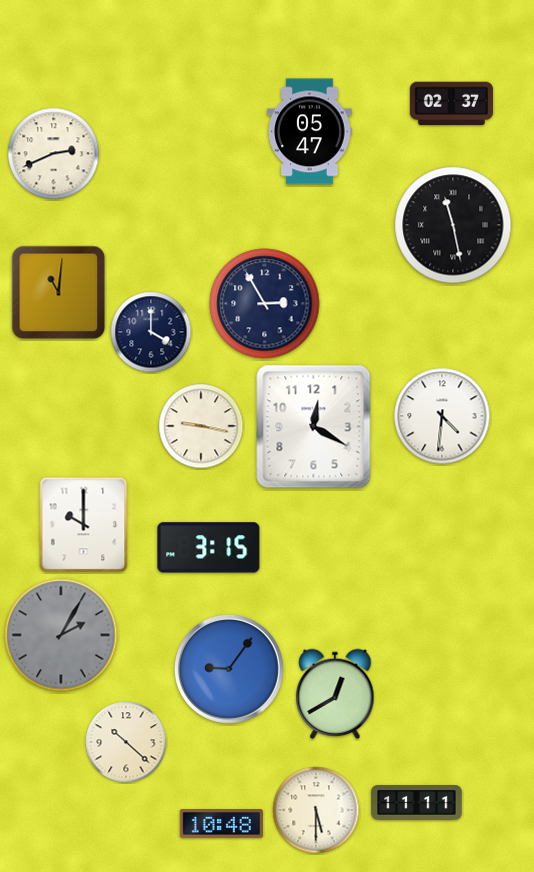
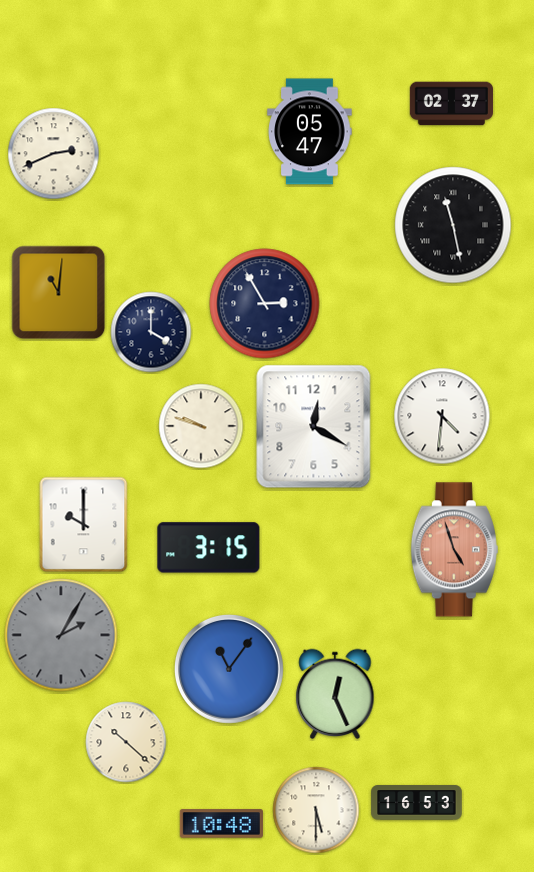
clock at (201, 426): 9:17 -> 9:48
clock at (454, 550): none -> 4:57
clock at (229, 669): 9:06 -> 11:06
clock at (335, 694): 12:40 -> 12:26
clock at (417, 803): 11:11 -> 16:53
